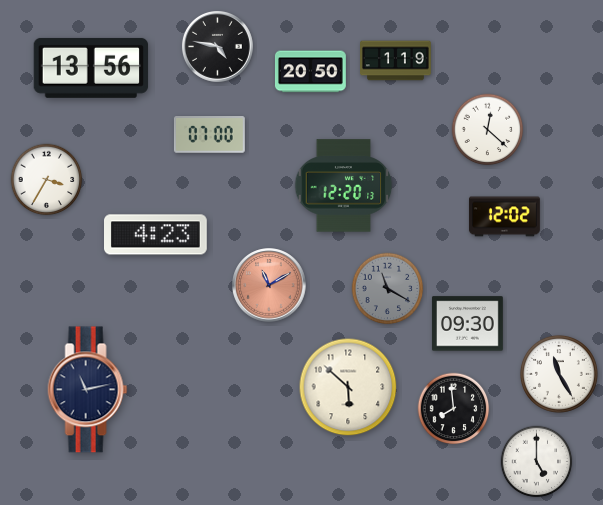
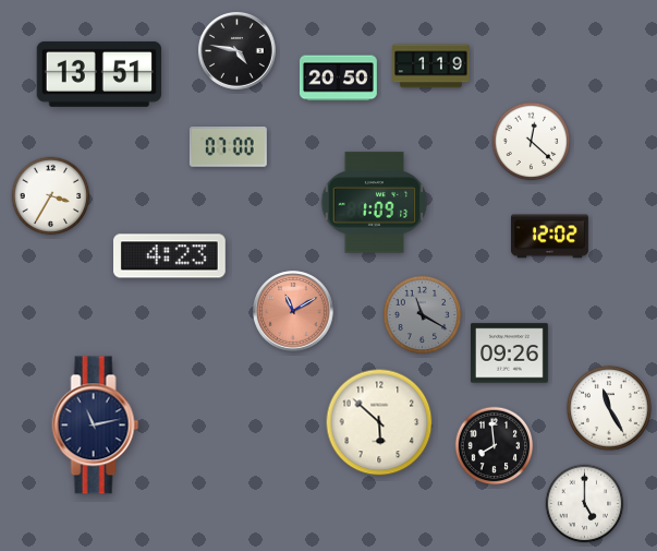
clock at (91, 68): 13:56 -> 13:51
clock at (344, 186): 12:20 -> 1:09
clock at (467, 324): 09:30 -> 09:26
